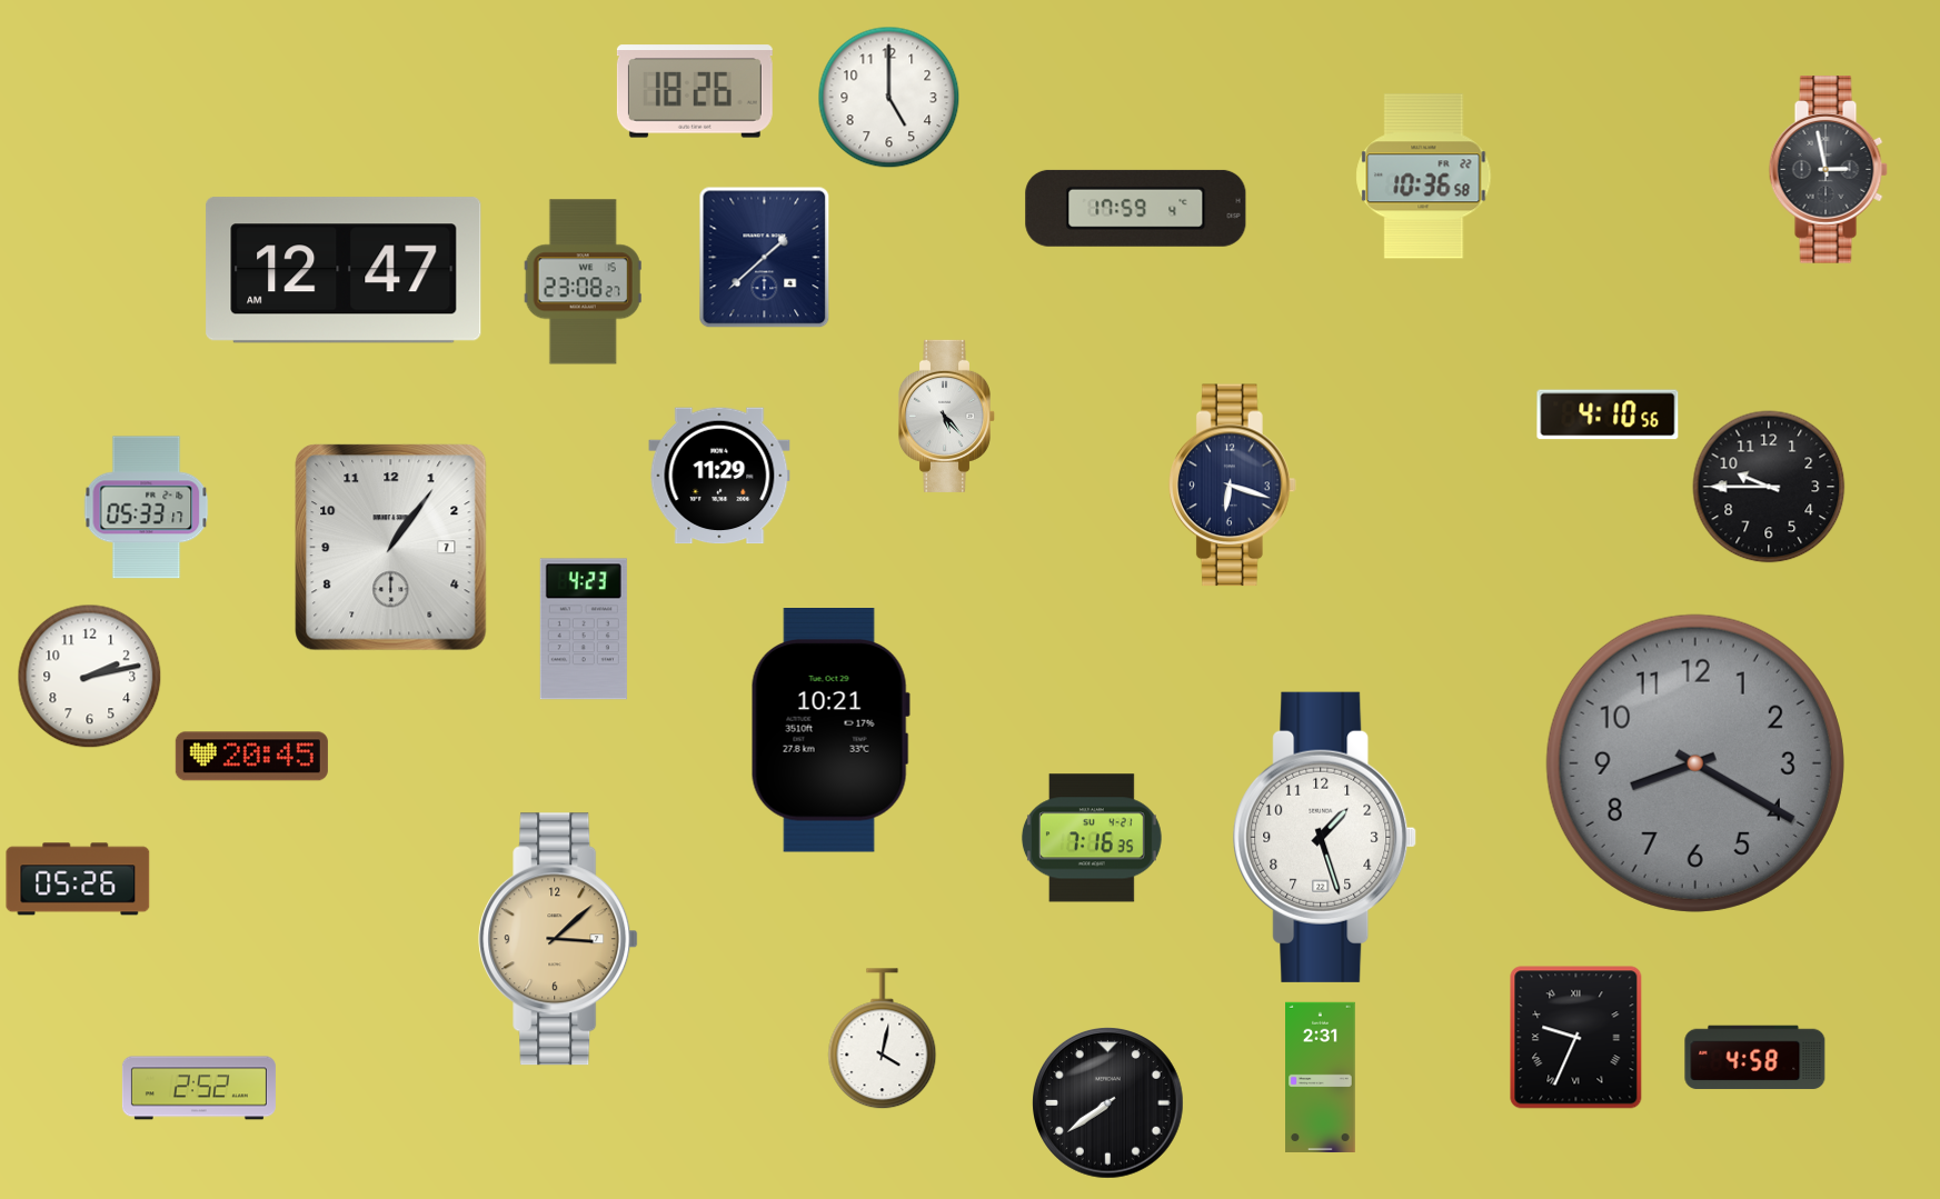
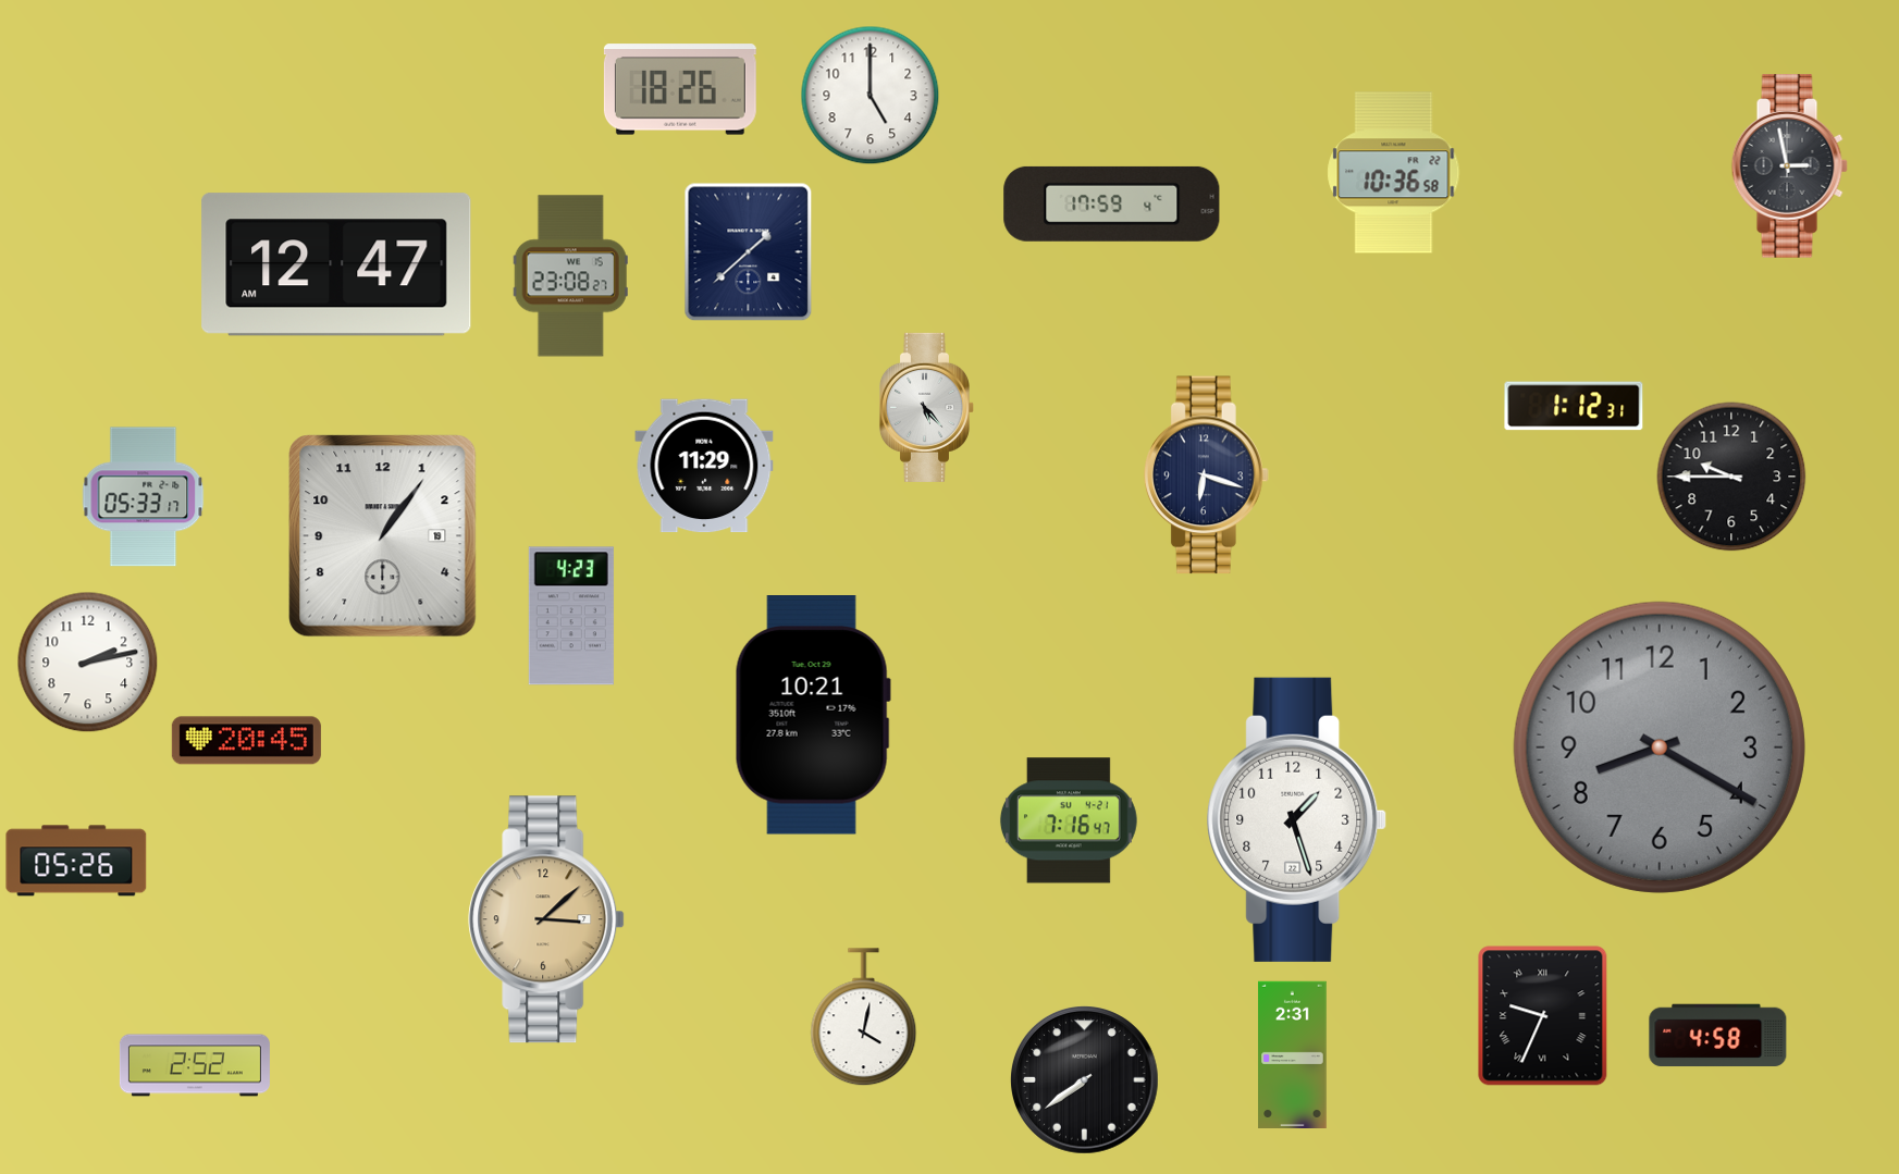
clock at (1608, 414): 4:10 -> 1:12
clock at (391, 548) date: 7 -> 19
clock at (1092, 838): 7:16:35 -> 7:16:47
